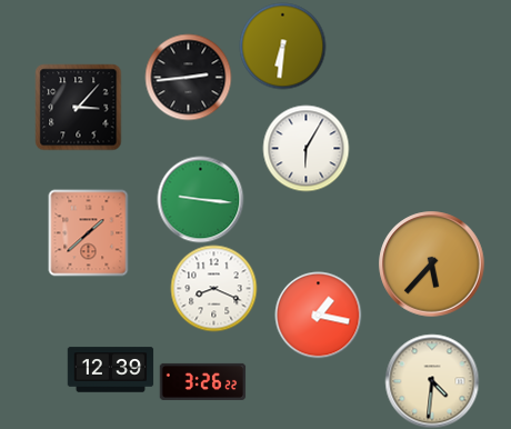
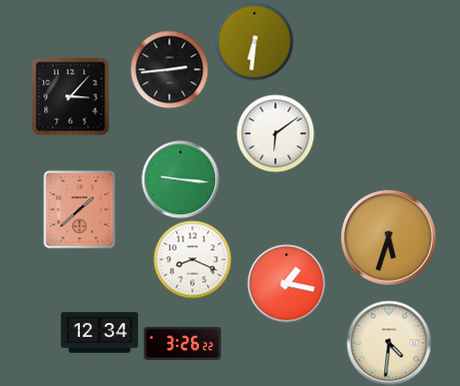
clock at (305, 148): 6:05 -> 6:09
clock at (432, 265): 5:37 -> 5:33
clock at (110, 370): 12:39 -> 12:34
